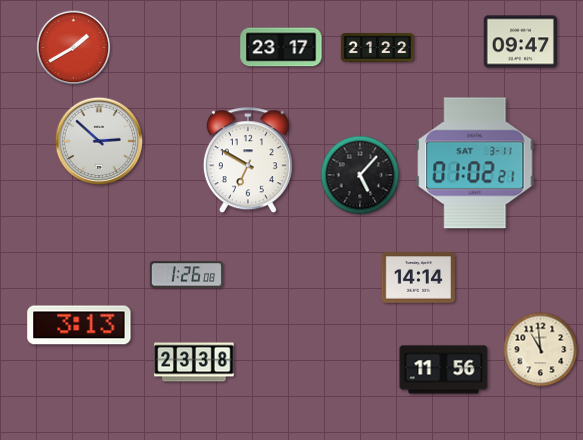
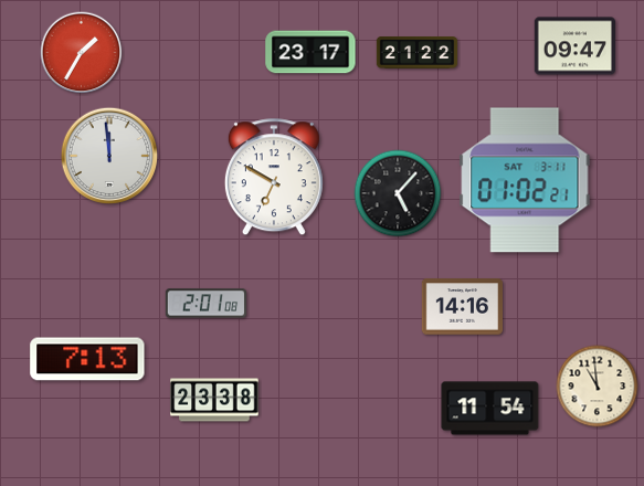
clock at (74, 48): 1:40 -> 1:35
clock at (99, 141): 2:52 -> 11:59
clock at (187, 275): 1:26 -> 2:01
clock at (418, 278): 14:14 -> 14:16
clock at (79, 325): 3:13 -> 7:13
clock at (444, 370): 11:56 -> 11:54
